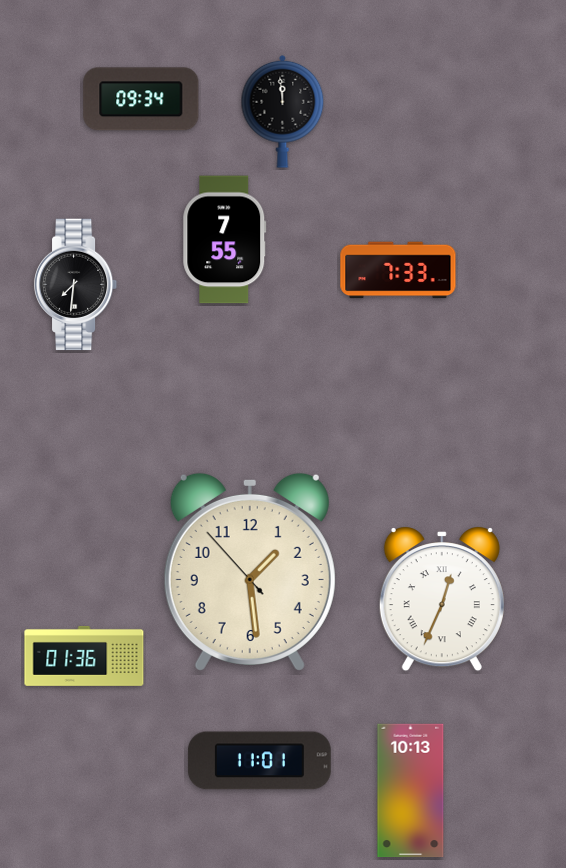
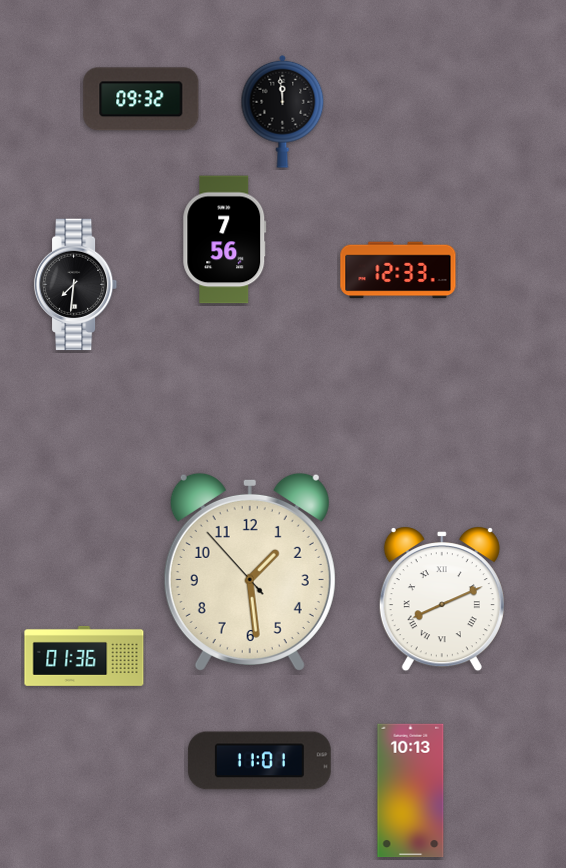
clock at (141, 99): 09:34 -> 09:32
clock at (225, 240): 7:55 -> 7:56
clock at (398, 270): 7:33 -> 12:33
clock at (442, 599): 12:34 -> 8:11
